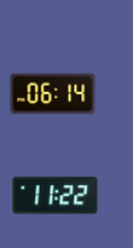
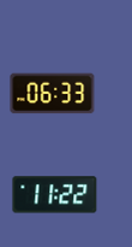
clock at (53, 94): 06:14 -> 06:33
